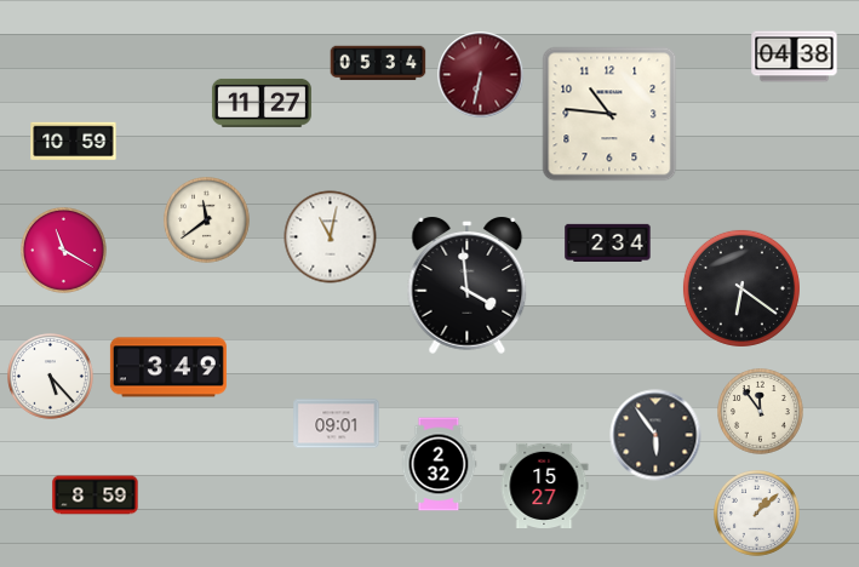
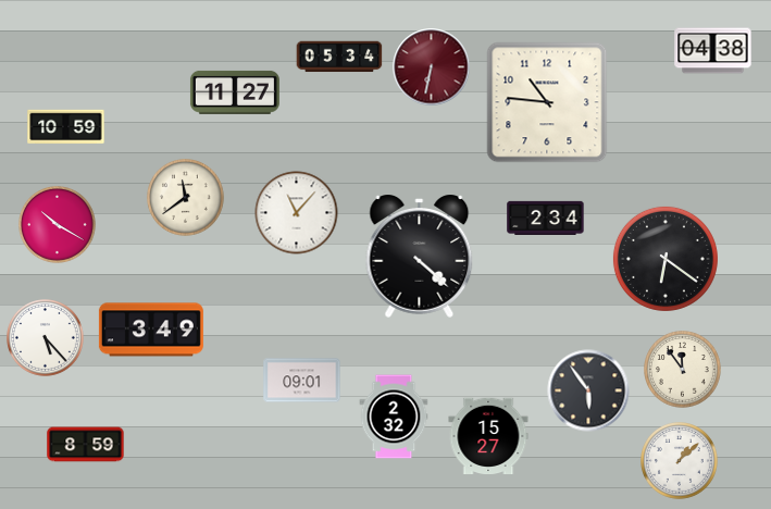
clock at (331, 237): 11:02 -> 11:07
clock at (64, 251): 11:20 -> 10:20
clock at (468, 285): 3:59 -> 4:22
